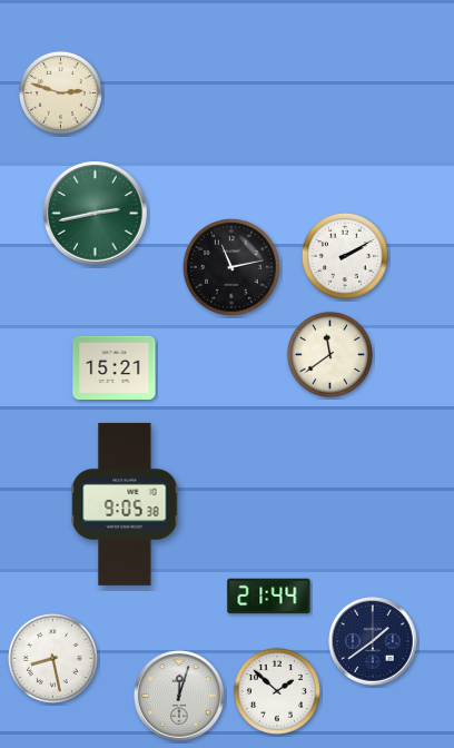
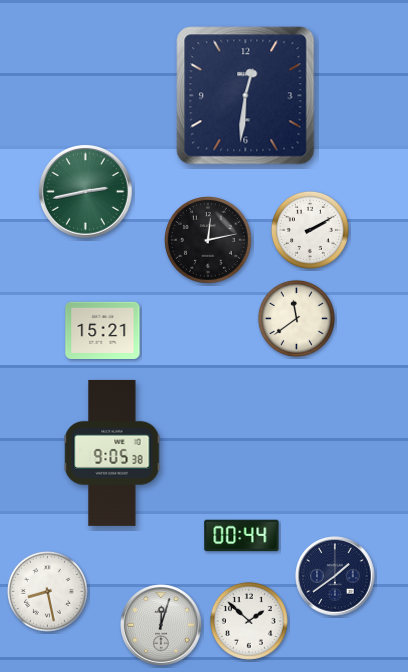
clock at (60, 92): 2:48 -> none
clock at (246, 96): none -> 12:31
clock at (233, 268): 11:13 -> 12:13
clock at (269, 597): 21:44 -> 00:44
